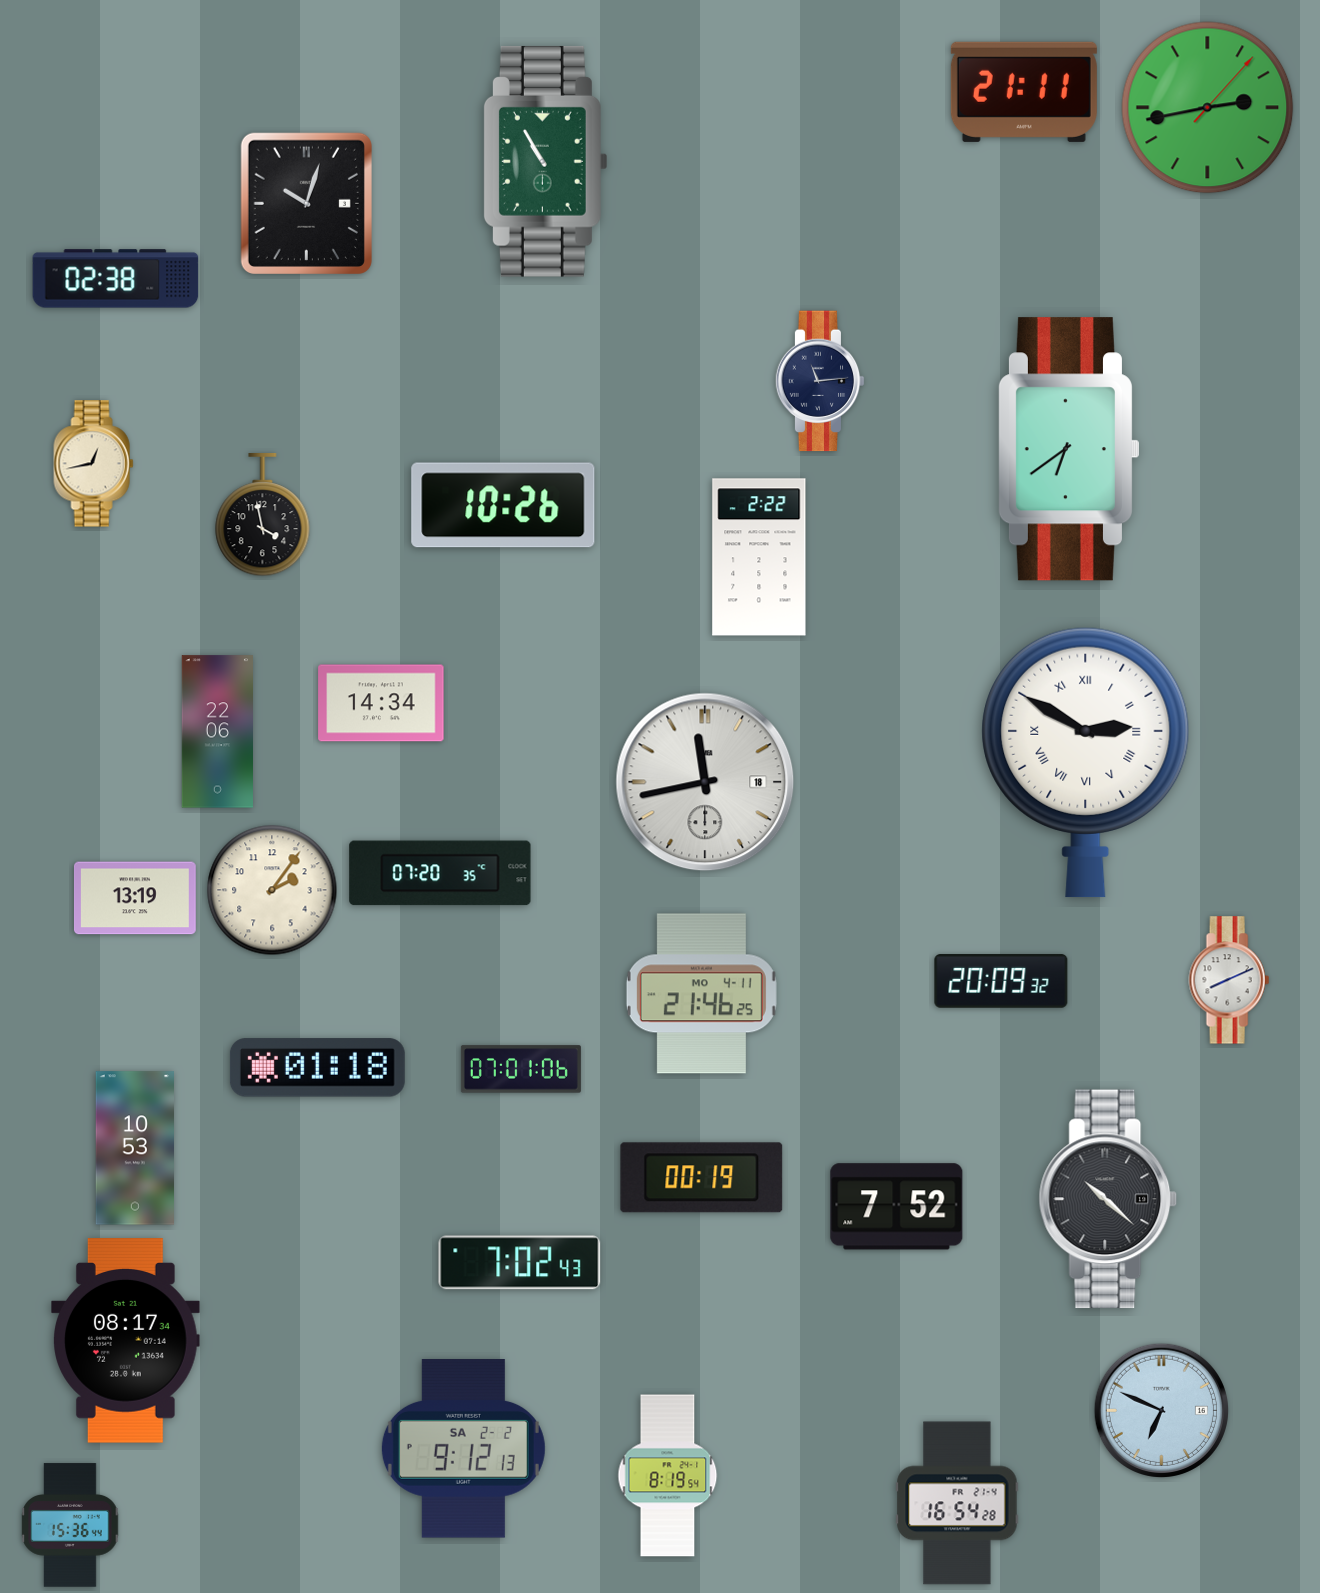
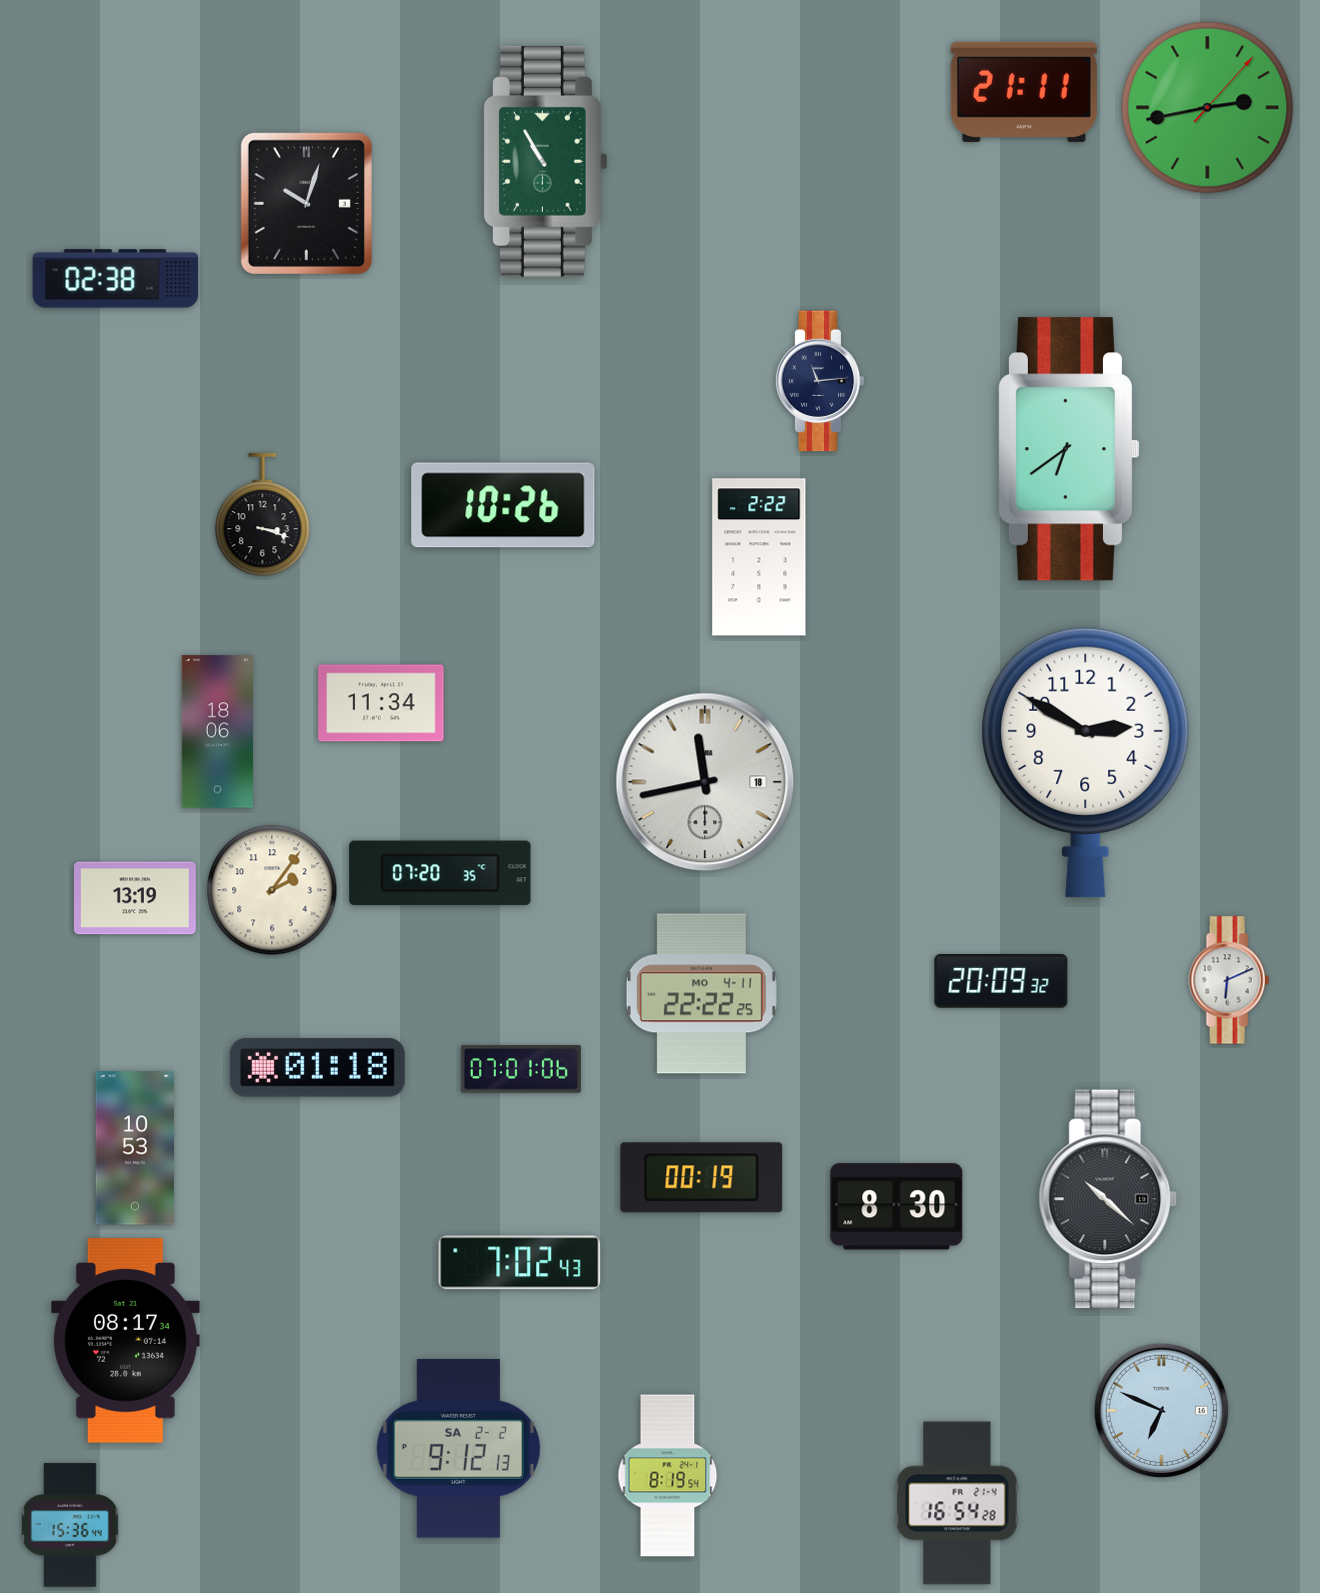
clock at (94, 464): 12:43 -> none
clock at (263, 516): 3:58 -> 3:18
clock at (381, 703): 14:34 -> 11:34
clock at (218, 732): 22:06 -> 18:06
clock at (1086, 762) numerals: Roman -> Arabic
clock at (1229, 980): 8:11 -> 6:11
clock at (701, 994): 21:46 -> 22:22
clock at (897, 1207): 7:52 -> 8:30
clock at (463, 1449) position: (463, 1449) -> (458, 1449)
